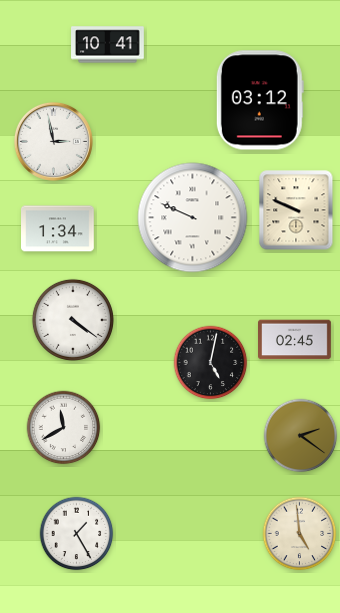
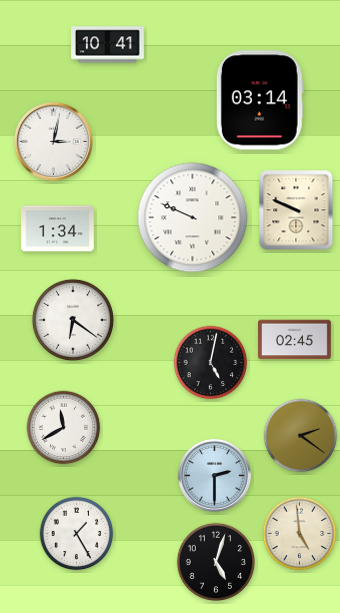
clock at (260, 100): 03:12 -> 03:14
clock at (53, 141): 2:58 -> 3:02
clock at (73, 320): 4:21 -> 6:21
clock at (214, 475): none -> 2:30
clock at (215, 561): none -> 5:03
